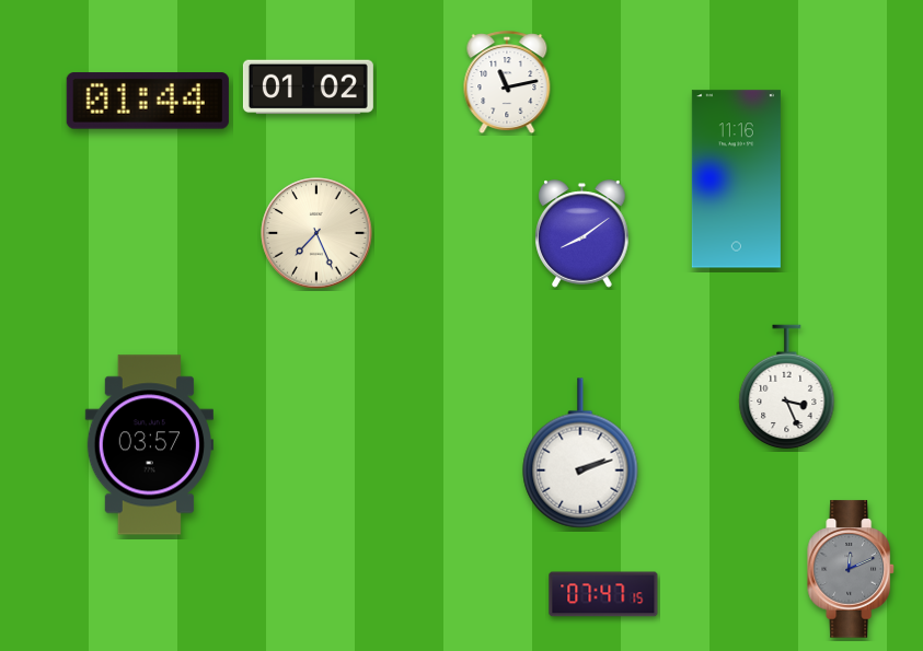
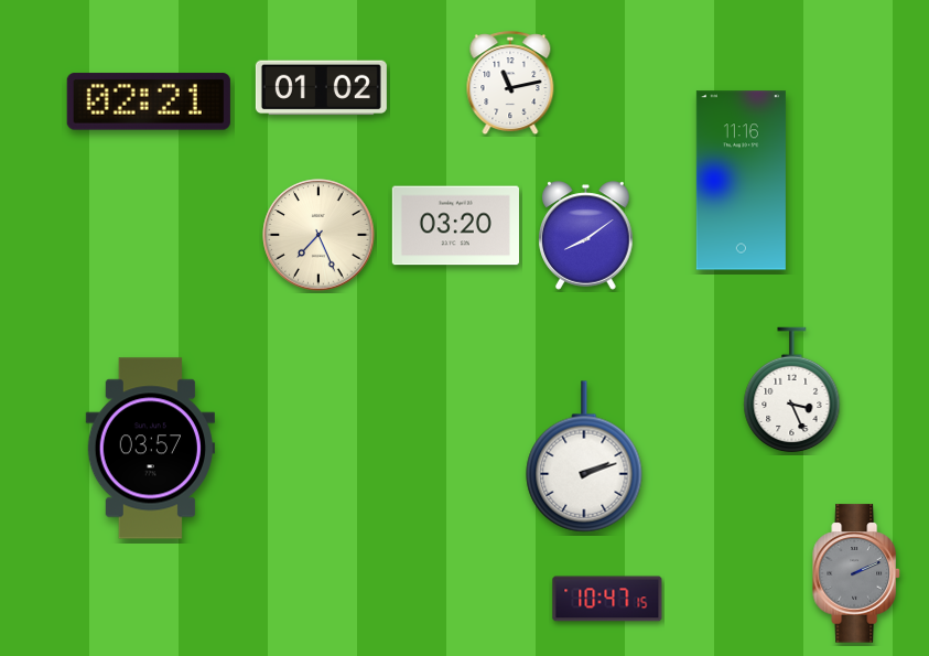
clock at (308, 88) position: (308, 88) -> (321, 88)
clock at (148, 101): 01:44 -> 02:21
clock at (455, 226): none -> 03:20
clock at (851, 569): 12:11 -> 2:11
clock at (603, 594): 07:47 -> 10:47
